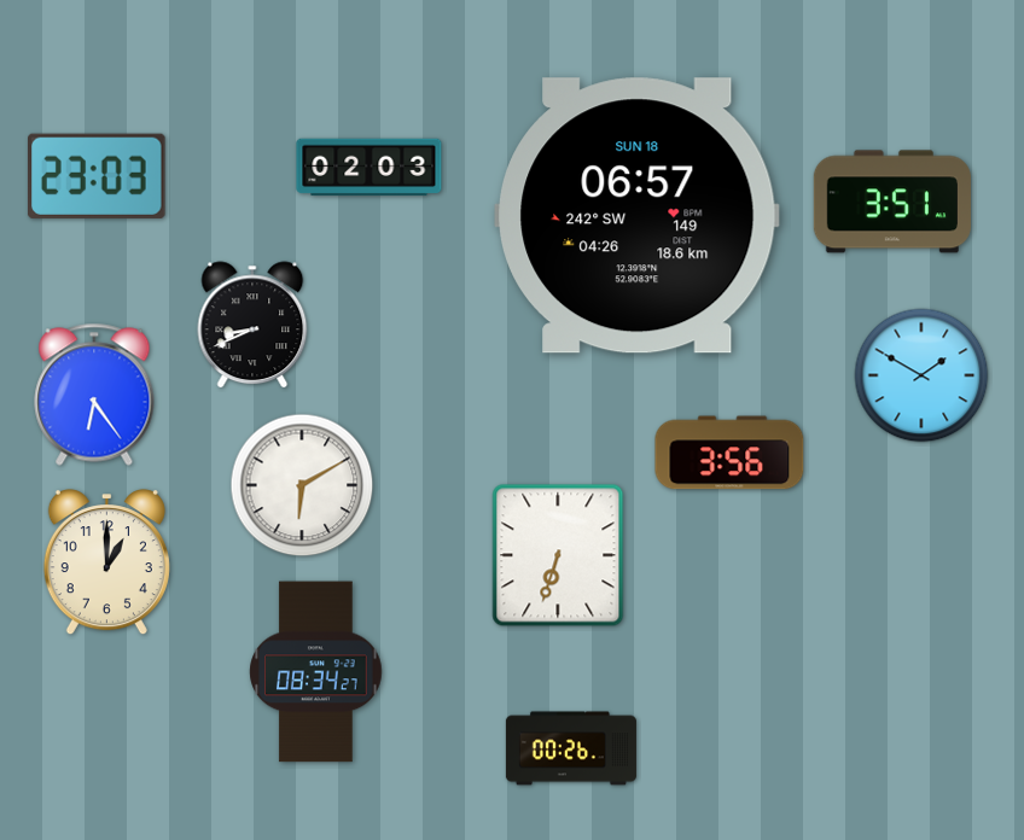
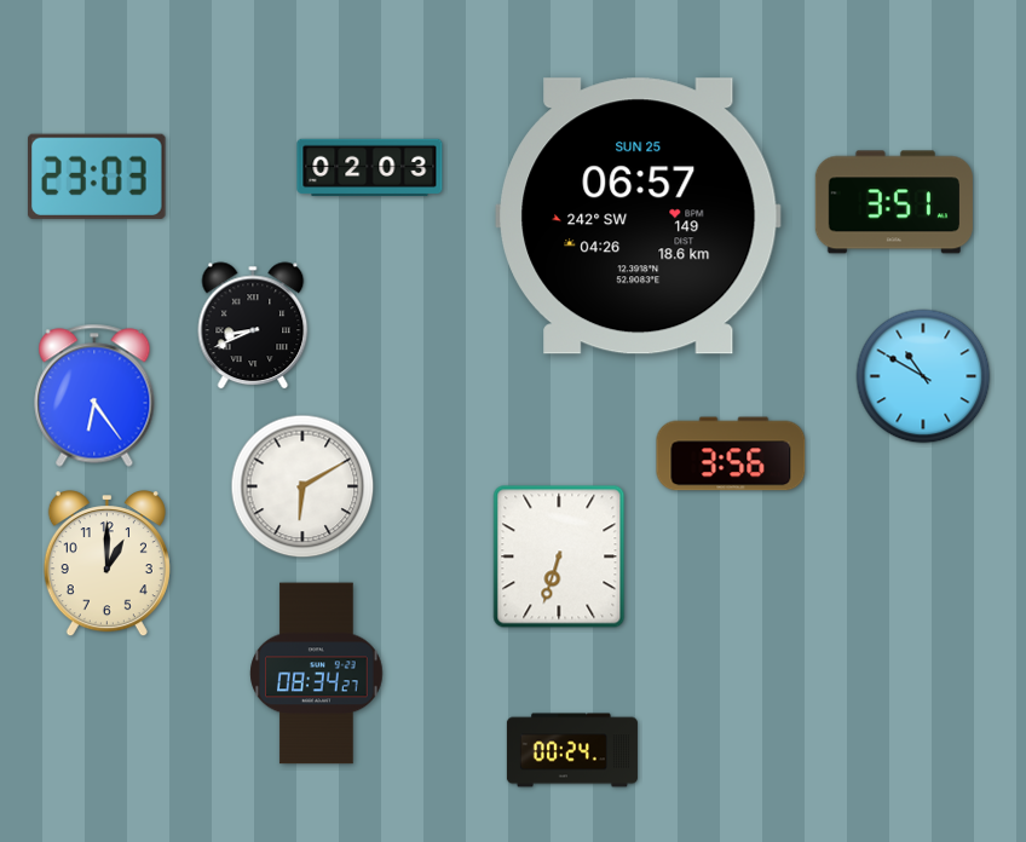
clock at (638, 216) date: SUN 18 -> SUN 25
clock at (921, 375): 1:50 -> 10:50
clock at (571, 748): 00:26 -> 00:24
